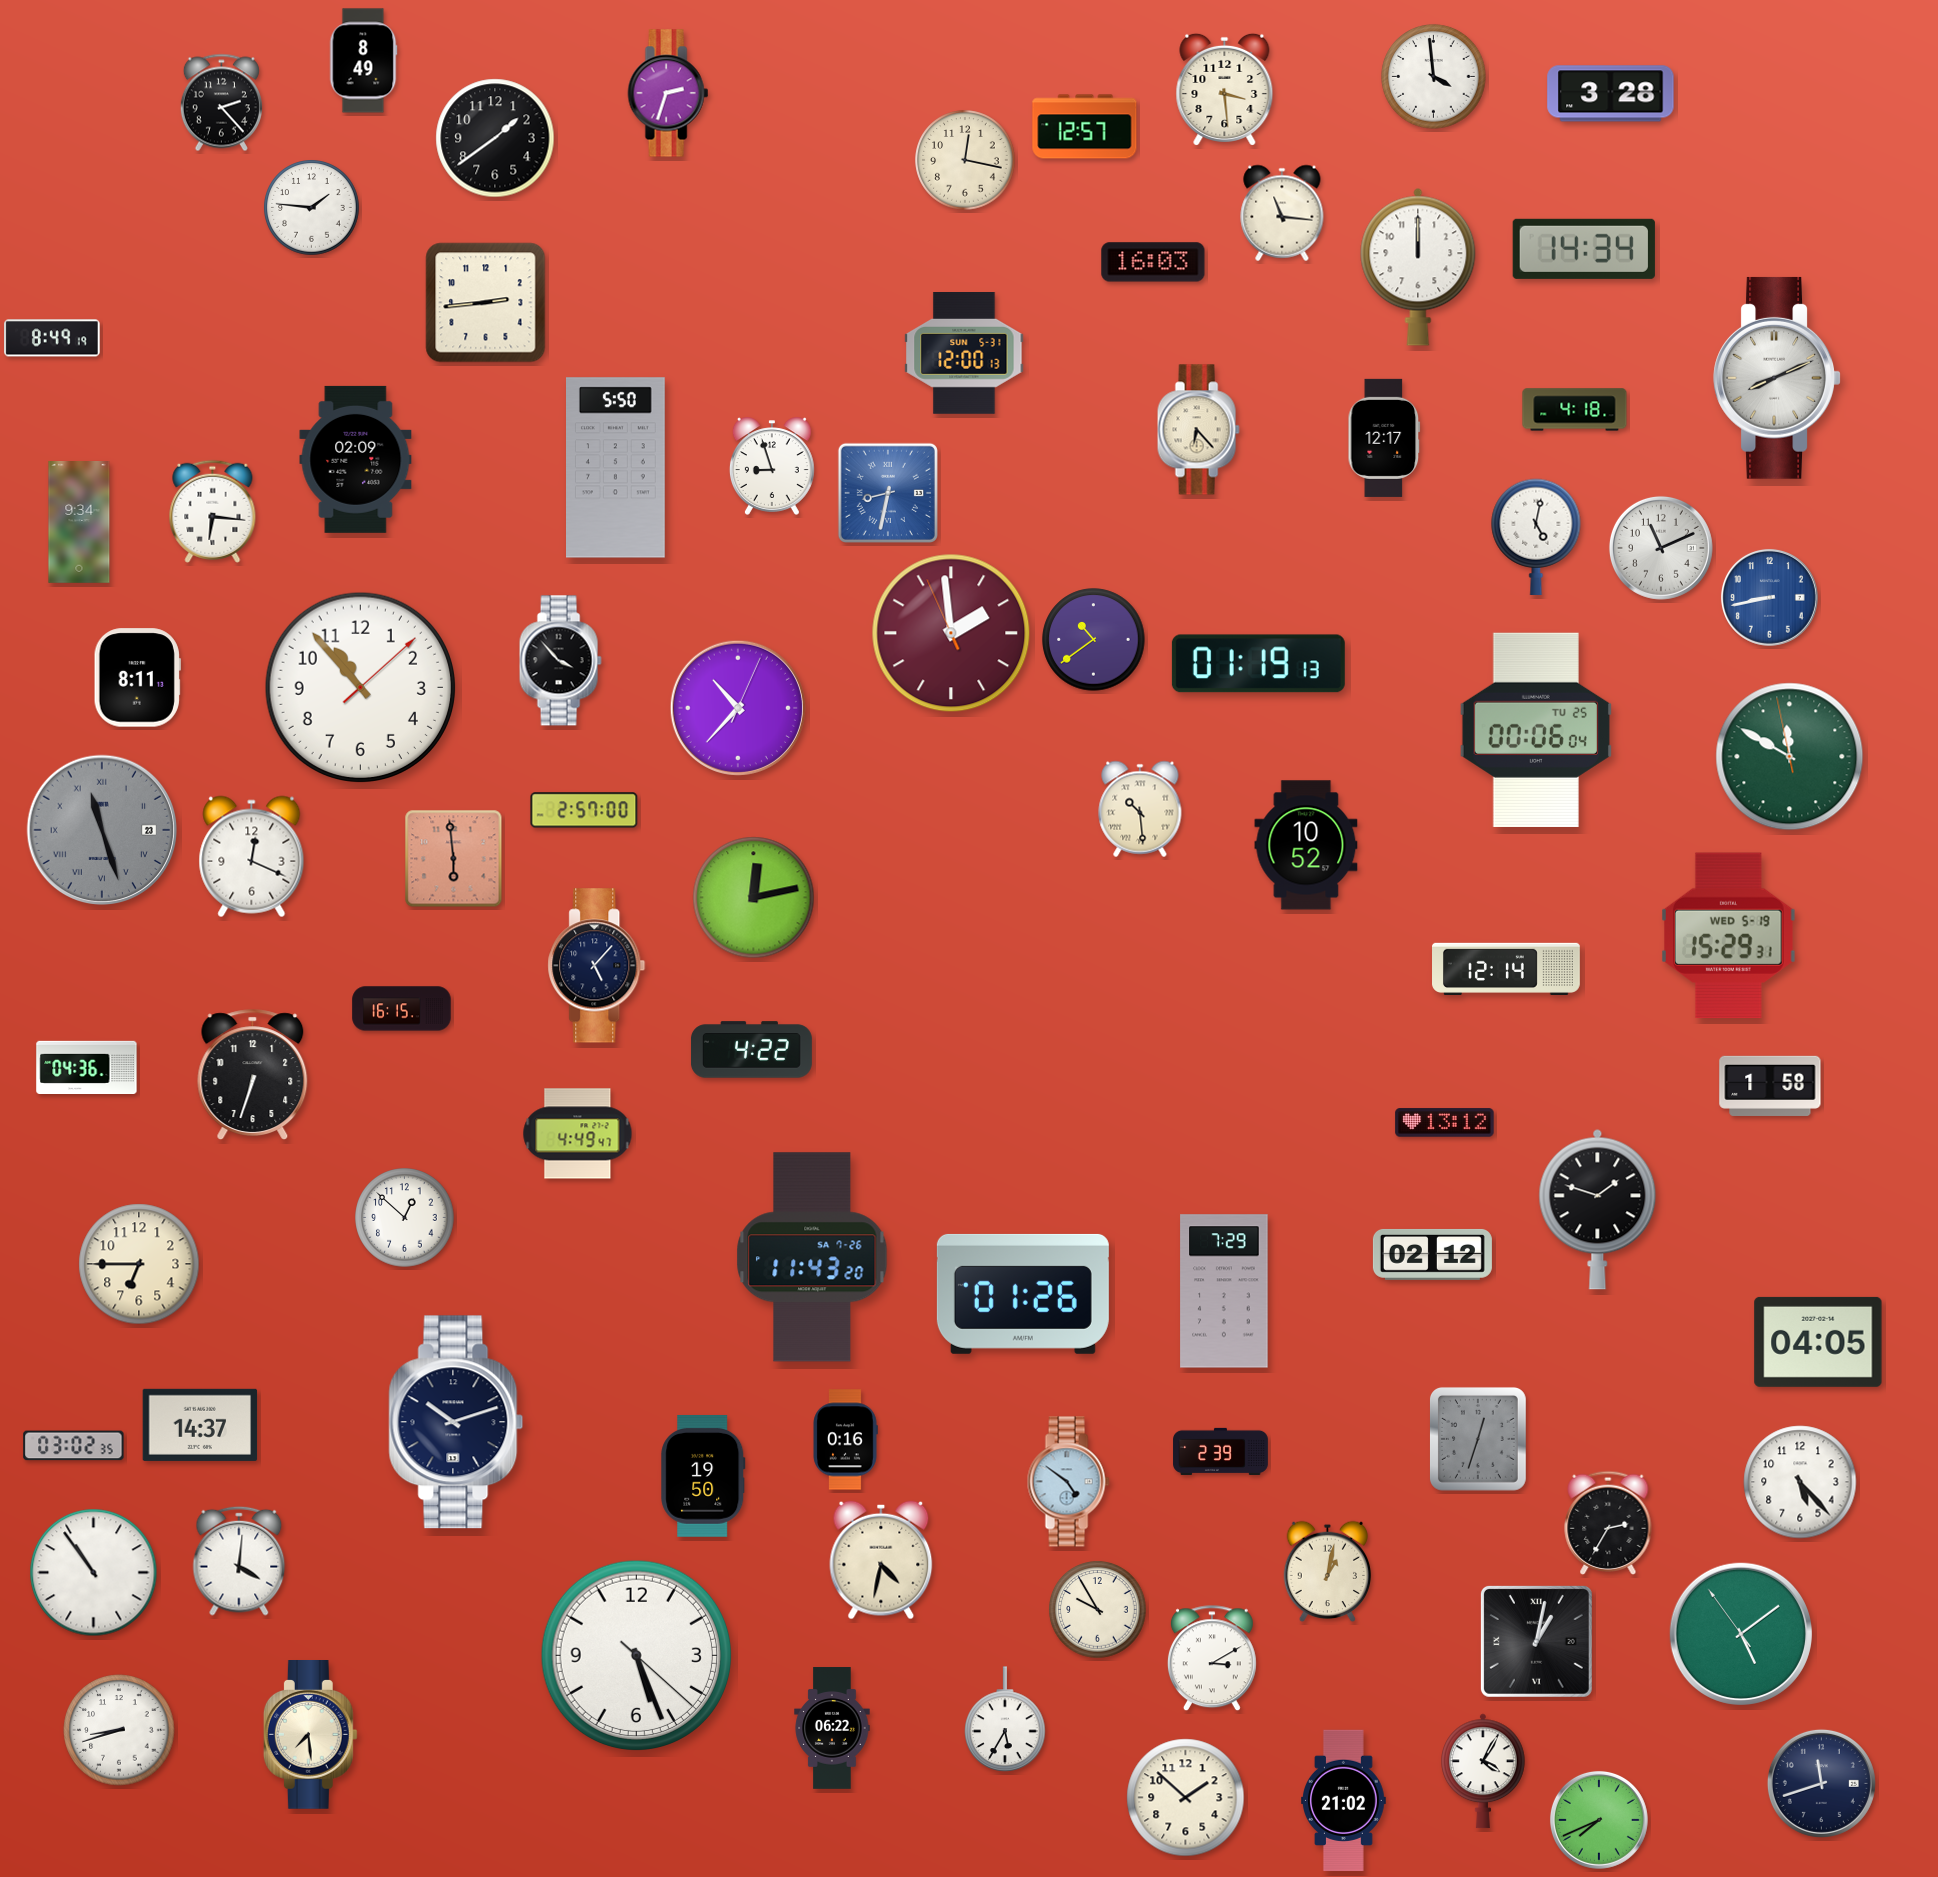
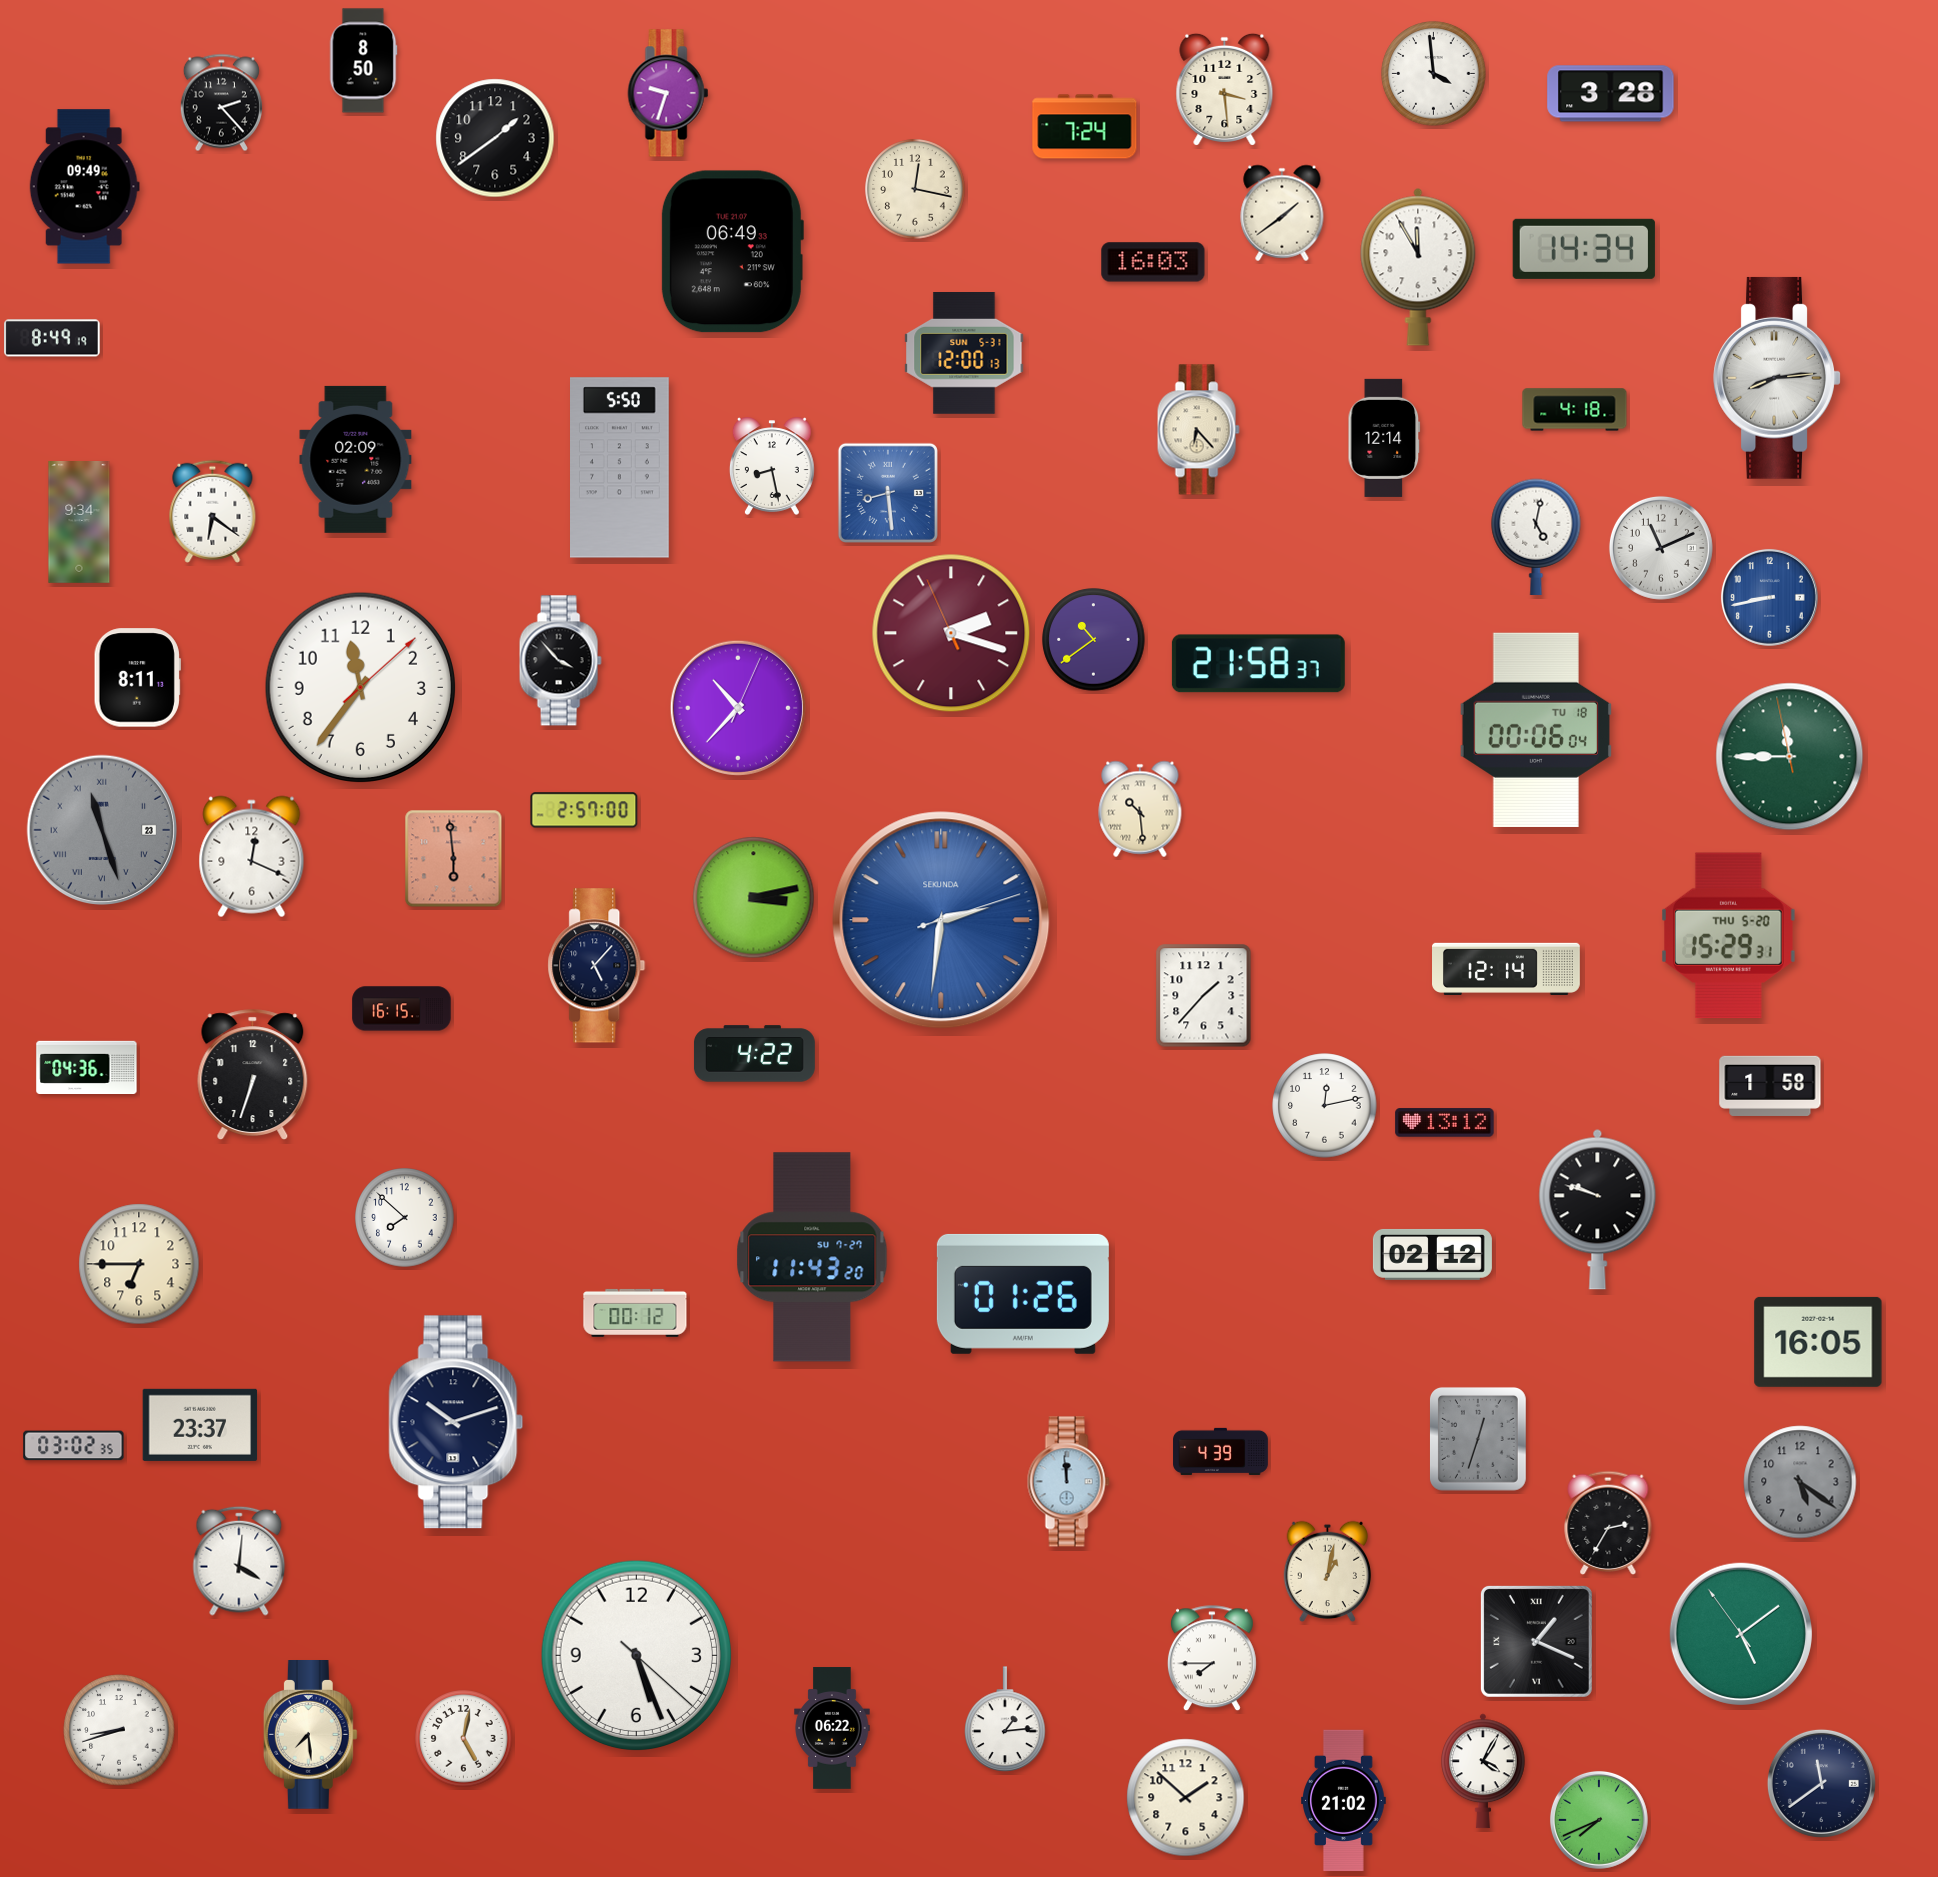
clock at (363, 61): 8:49 -> 8:50
clock at (1434, 77) position: (1434, 77) -> (1434, 74)
clock at (668, 93): 2:33 -> 9:33
clock at (1085, 127): 12:57 -> 7:24
clock at (965, 160) position: (965, 160) -> (915, 189)
clock at (84, 187): none -> 09:49
clock at (312, 208): 1:46 -> none
clock at (1282, 213): 11:16 -> 1:39
clock at (732, 252): none -> 06:49
clock at (1418, 267): 12:00 -> 11:55
clock at (486, 303): 2:44 -> none
clock at (1777, 378): 8:11 -> 8:14
clock at (1384, 438): 12:17 -> 12:14
clock at (772, 466): 8:57 -> 8:28
clock at (616, 468) position: (616, 468) -> (620, 468)
clock at (888, 493): 8:32 -> 8:29
clock at (213, 511): 6:16 -> 6:21
clock at (951, 633): 1:58 -> 2:17
clock at (1258, 664): 01:19 -> 21:58
clock at (360, 687): 10:53 -> 11:36
clock at (1536, 730) date: TU 25 -> TU 18
clock at (1790, 757): 11:49 -> 11:44
clock at (1306, 845): 10:52 -> none
clock at (754, 898): 12:13 -> 3:13
clock at (941, 920): none -> 2:31
clock at (1729, 936) date: WED 5-19 -> THU 5-20
clock at (1204, 996): none -> 1:37
clock at (751, 1050) position: (751, 1050) -> (754, 1054)
clock at (1325, 1106): none -> 12:13
clock at (578, 1134): 4:49 -> none
clock at (1598, 1209): 1:48 -> 9:48
clock at (405, 1218): 12:52 -> 7:52
clock at (812, 1257) date: SA 7-26 -> SU 7-27
clock at (1224, 1291): 7:29 -> none
clock at (635, 1313): none -> 00:12
clock at (1818, 1342): 04:05 -> 16:05
clock at (200, 1425): 14:37 -> 23:37
clock at (845, 1440): 0:16 -> none
clock at (1221, 1451): 2:39 -> 4:39
clock at (703, 1476): 19:50 -> none
clock at (1068, 1482): 4:51 -> 11:59
clock at (1800, 1482): 5:23 -> 5:21
clock at (1800, 1482) dial: white -> grey
clock at (881, 1560): 4:32 -> none
clock at (94, 1573): 10:54 -> none
clock at (1098, 1610): 9:55 -> none
clock at (1536, 1641): 1:02 -> 1:19
clock at (1212, 1659): 3:10 -> 7:45
clock at (1005, 1719): 5:35 -> 1:14
clock at (464, 1739): none -> 5:02
clock at (1821, 1783): 11:42 -> 11:39
